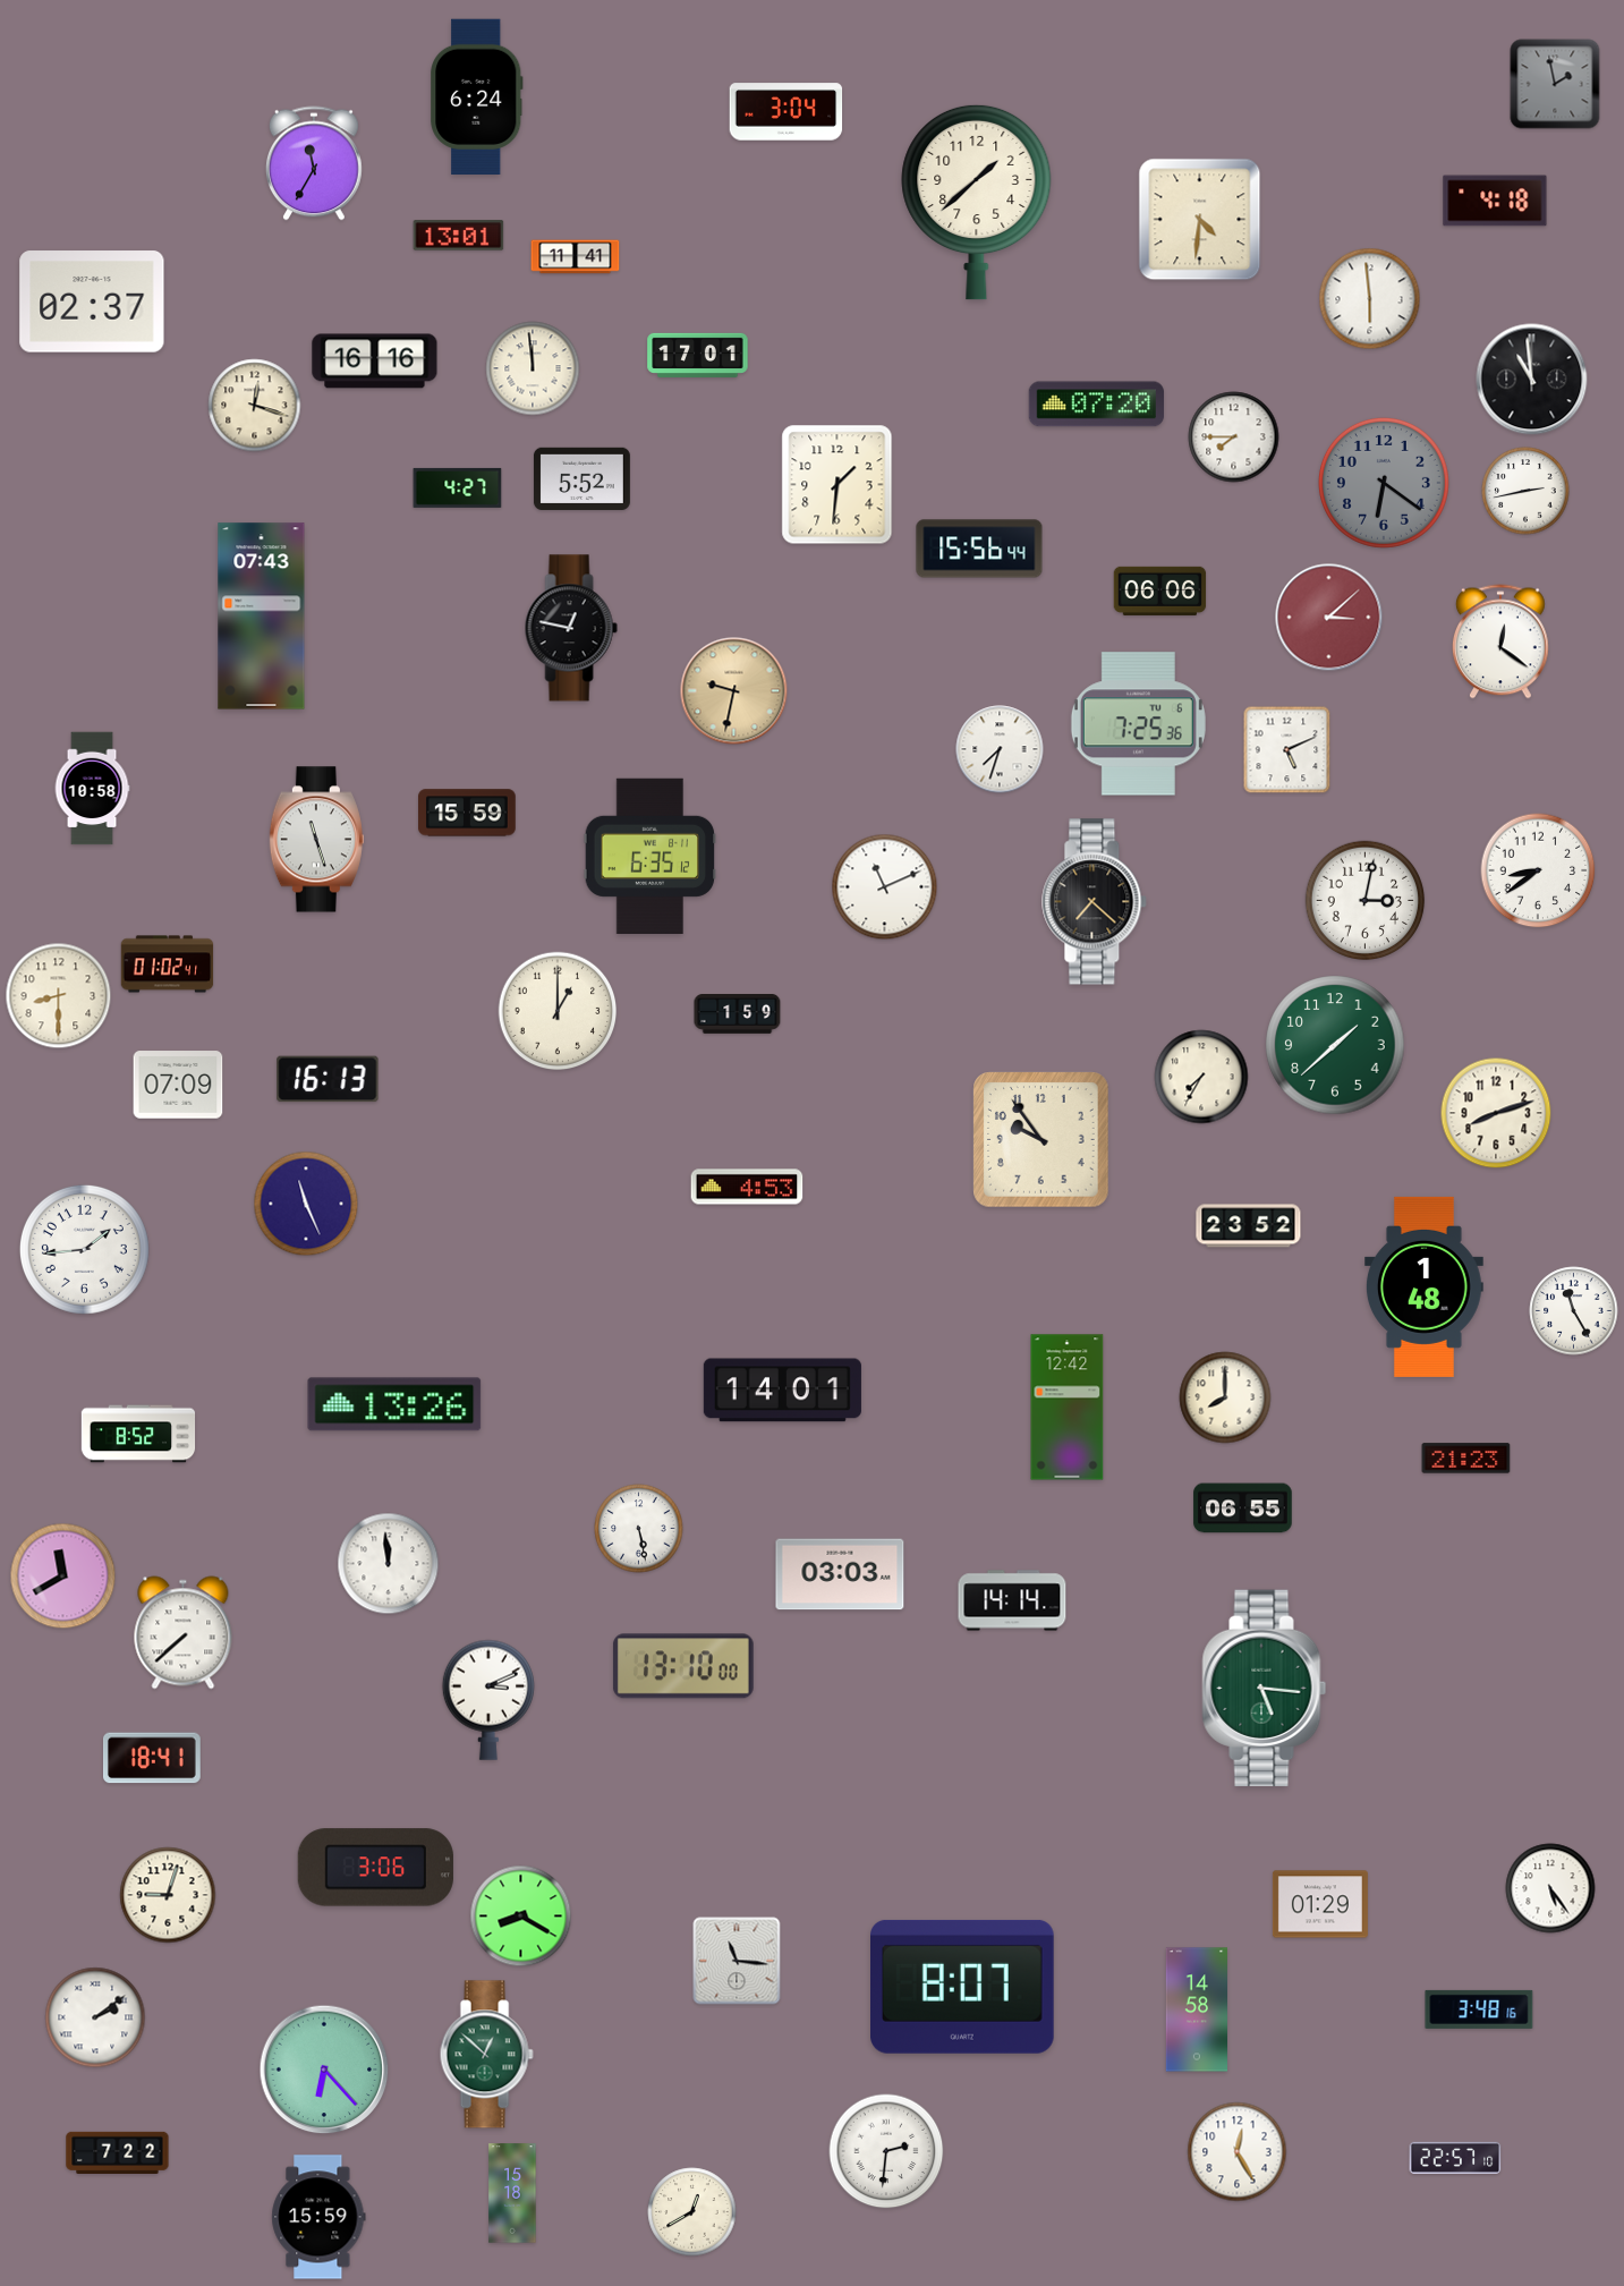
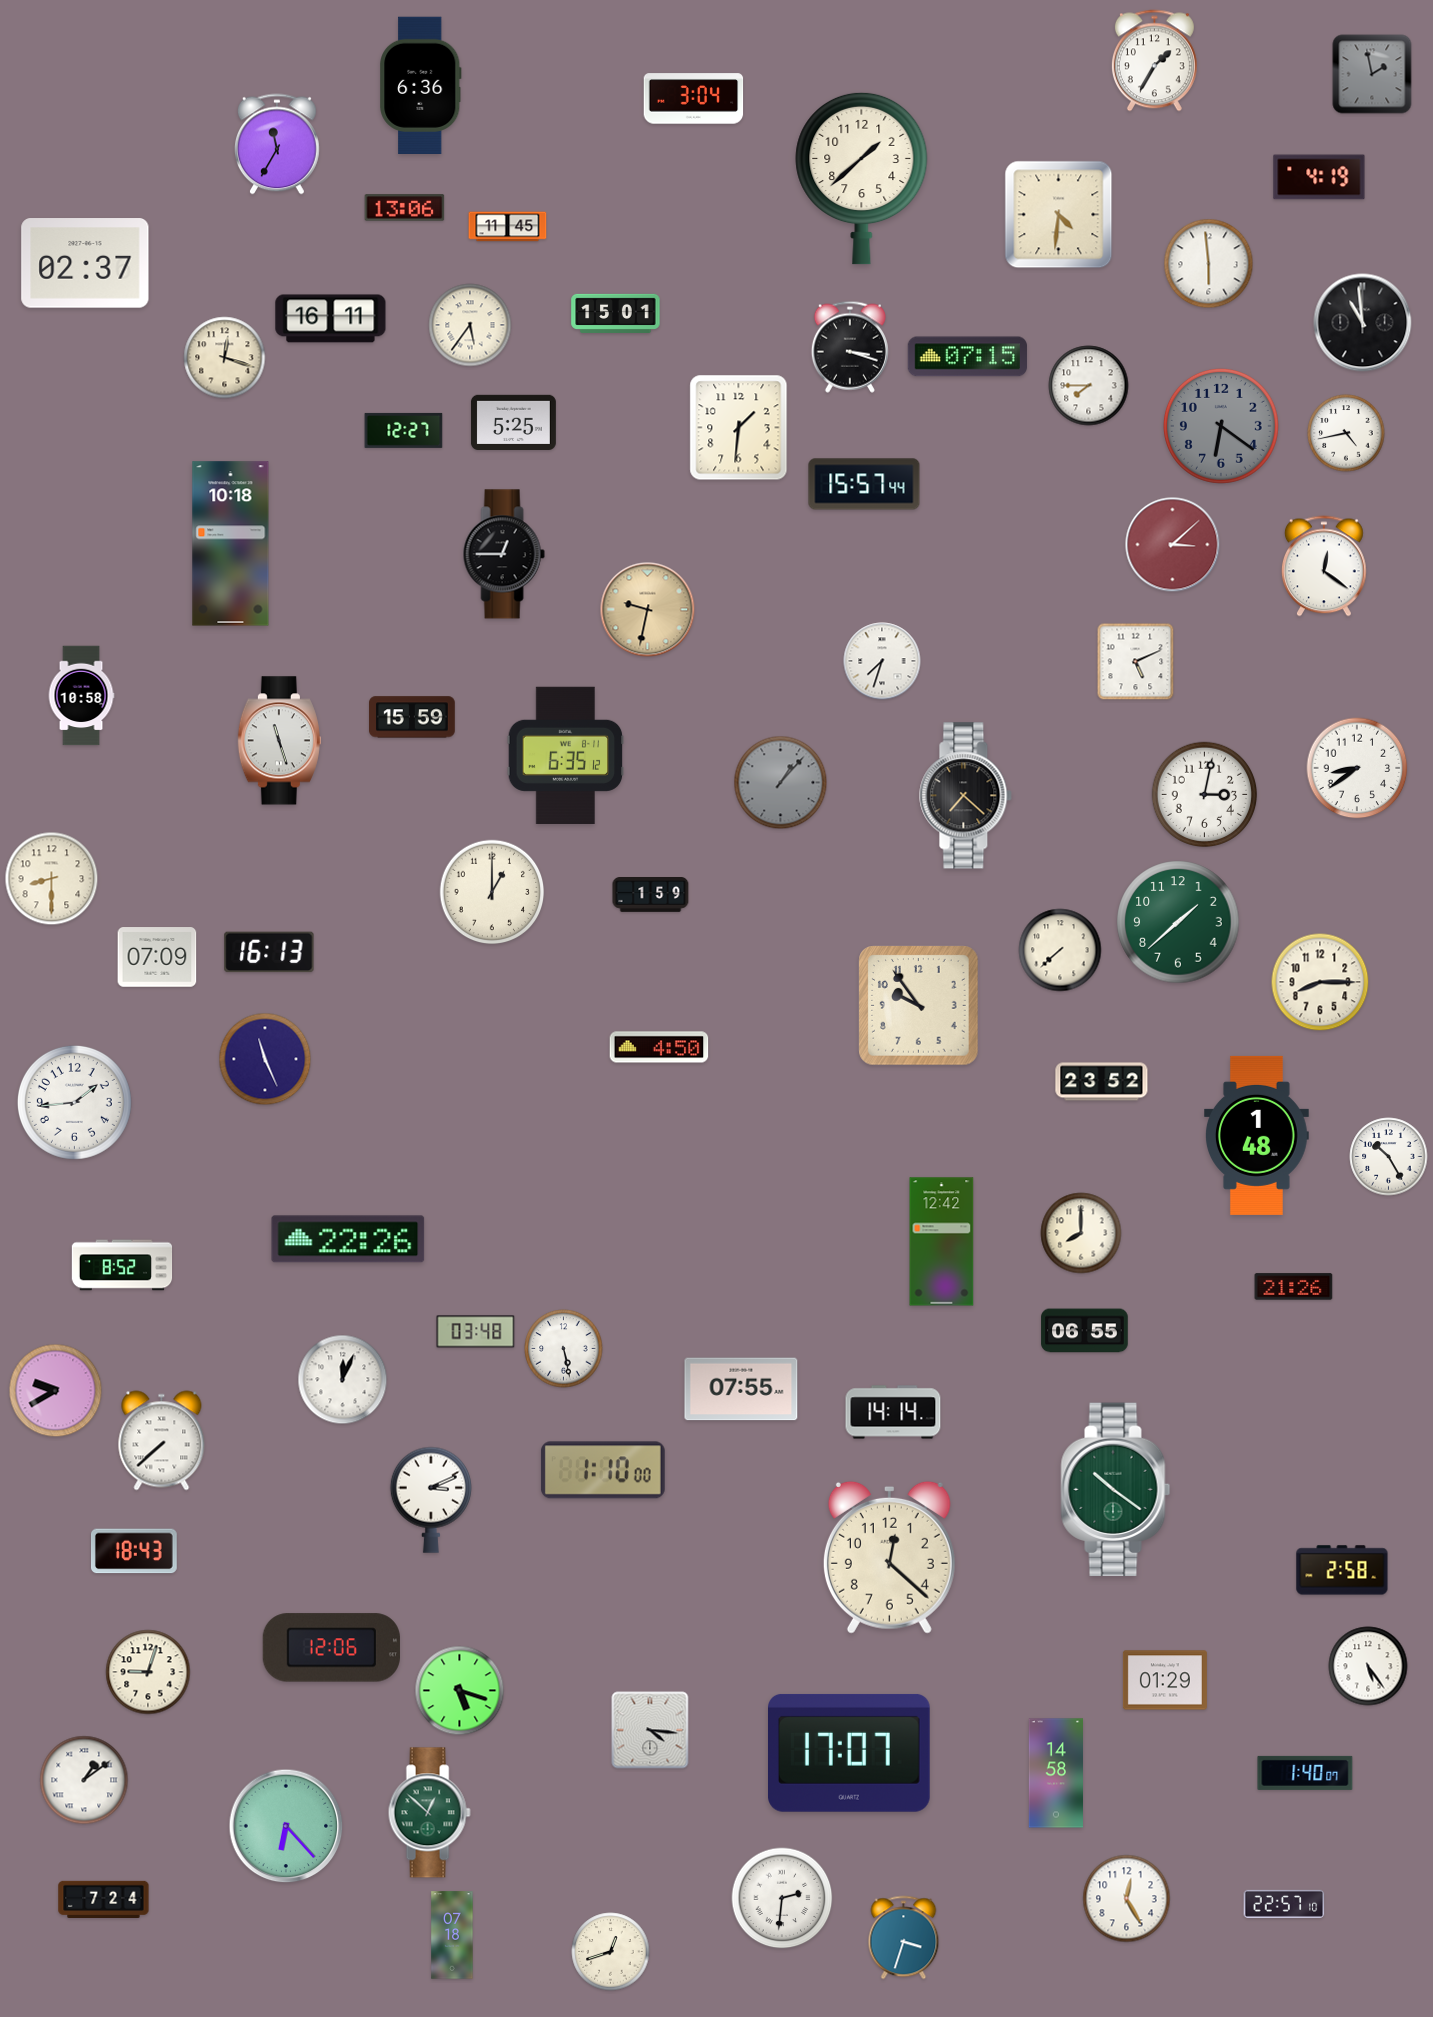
clock at (1154, 61): none -> 1:35
clock at (477, 96): 6:24 -> 6:36
clock at (1495, 201): 4:18 -> 4:19
clock at (1200, 220) position: (1200, 220) -> (1059, 215)
clock at (459, 236): 13:01 -> 13:06
clock at (576, 257): 11:41 -> 11:45
clock at (92, 301) position: (92, 301) -> (85, 263)
clock at (698, 355): 17:01 -> 15:01
clock at (375, 362): 16:16 -> 16:11
clock at (533, 368): 11:59 -> 5:36
clock at (1532, 380) position: (1532, 380) -> (1363, 323)
clock at (850, 347): none -> 3:18
clock at (1096, 405): 07:20 -> 07:15
clock at (581, 478): 5:52 -> 5:25
clock at (458, 487): 4:27 -> 12:27
clock at (1525, 491): 2:43 -> 4:43
clock at (979, 549): 15:56 -> 15:57
clock at (1160, 590): 06:06 -> none
clock at (262, 617): 07:43 -> 10:18
clock at (571, 628): 12:47 -> 12:45
clock at (1138, 724): 7:25 -> none
clock at (651, 856) position: (651, 856) -> (566, 755)
clock at (885, 887): 11:11 -> 1:07
clock at (885, 887) dial: white -> grey
clock at (168, 964): 01:02 -> none
clock at (1201, 1077): 7:35 -> 7:38
clock at (328, 1079) position: (328, 1079) -> (269, 952)
clock at (1496, 1113): 8:12 -> 8:15
clock at (747, 1187): 4:53 -> 4:50
clock at (306, 1204) position: (306, 1204) -> (265, 1059)
clock at (1574, 1311): 11:25 -> 10:25
clock at (782, 1391): 14:01 -> none
clock at (394, 1404): 13:26 -> 22:26
clock at (1466, 1459): 21:23 -> 21:26
clock at (1243, 1509) position: (1243, 1509) -> (1085, 1331)
clock at (476, 1332): none -> 03:48
clock at (389, 1564): 11:59 -> 12:04
clock at (840, 1574): 03:03 -> 07:55
clock at (63, 1577): 11:40 -> 9:40
clock at (683, 1666): 13:10 -> 1:10
clock at (1265, 1689): 5:16 -> 10:21
clock at (153, 1758): 18:41 -> 18:43
clock at (889, 1557): none -> 12:22
clock at (1342, 1570): none -> 2:58
clock at (375, 1868): 3:06 -> 12:06
clock at (521, 1917): 8:20 -> 5:18
clock at (737, 1961): 11:16 -> 4:16
clock at (963, 1987): 8:07 -> 17:07
clock at (1479, 2009): 3:48 -> 1:40
clock at (95, 2017): 2:09 -> 1:09
clock at (118, 2152): 7:22 -> 7:24
clock at (1238, 2152) position: (1238, 2152) -> (1127, 1899)
clock at (512, 2193): 15:18 -> 07:18
clock at (904, 1938): none -> 3:33
clock at (692, 2212): 12:40 -> 12:42
clock at (318, 2217): 15:59 -> none
